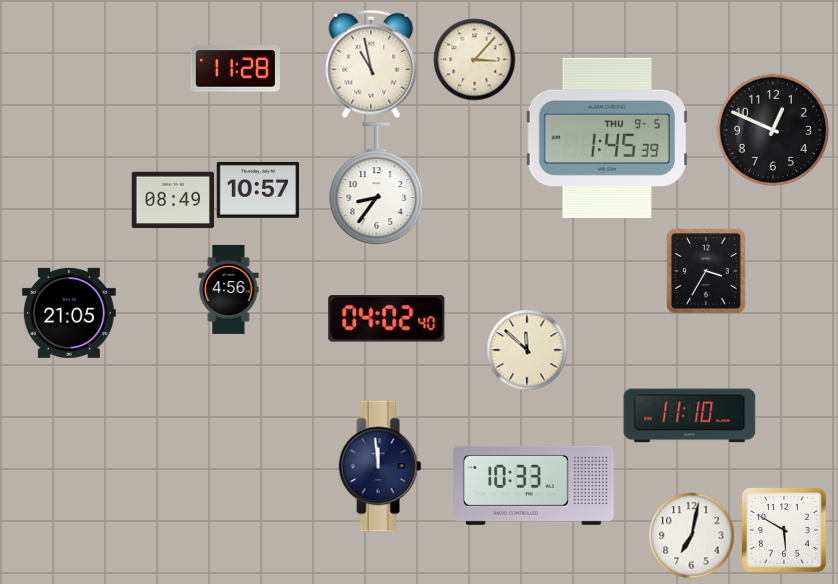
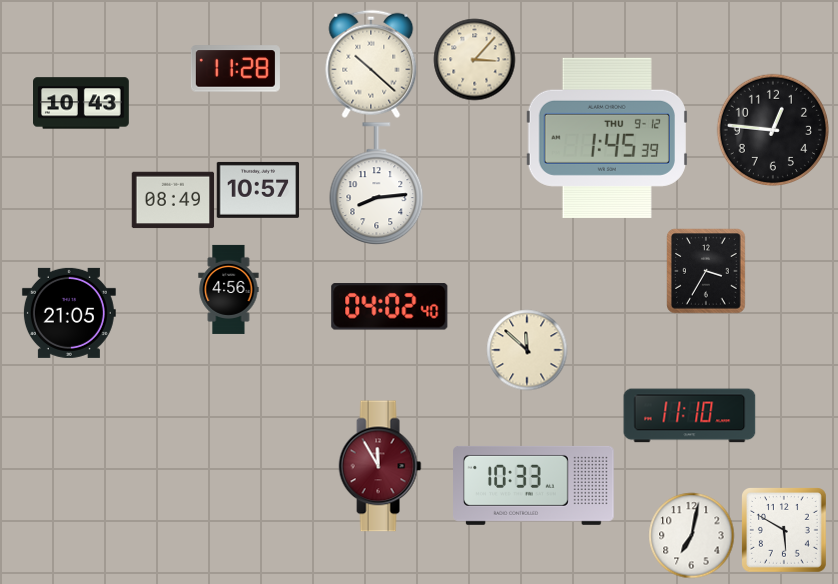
clock at (371, 64): 10:58 -> 10:22
clock at (82, 103): none -> 10:43
clock at (772, 129): 12:49 -> 12:46
clock at (607, 138) date: THU 9-5 -> THU 9-12
clock at (377, 184): 8:36 -> 8:14
clock at (387, 319) position: (387, 319) -> (390, 307)
clock at (380, 466): 11:59 -> 11:55
clock at (380, 466) dial: navy -> burgundy
